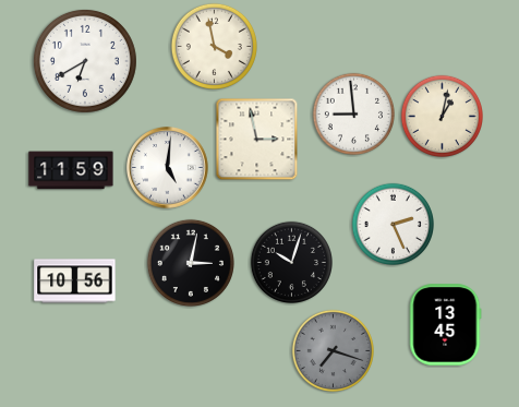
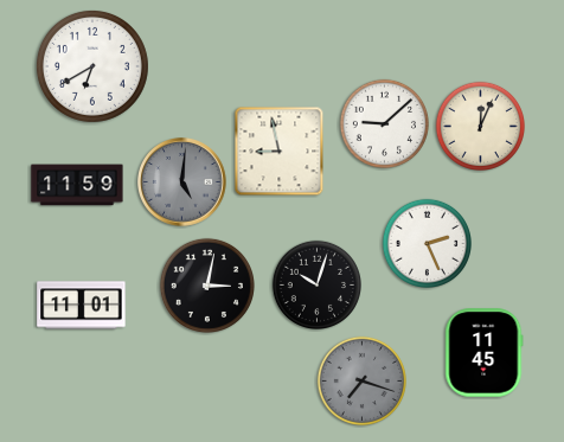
clock at (214, 46): 3:58 -> none
clock at (353, 113): 8:59 -> 9:08
clock at (442, 116): 1:02 -> 12:04
clock at (257, 140): 2:58 -> 8:58
clock at (168, 168) dial: white -> grey
clock at (75, 282): 10:56 -> 11:01
clock at (446, 325): 13:45 -> 11:45
